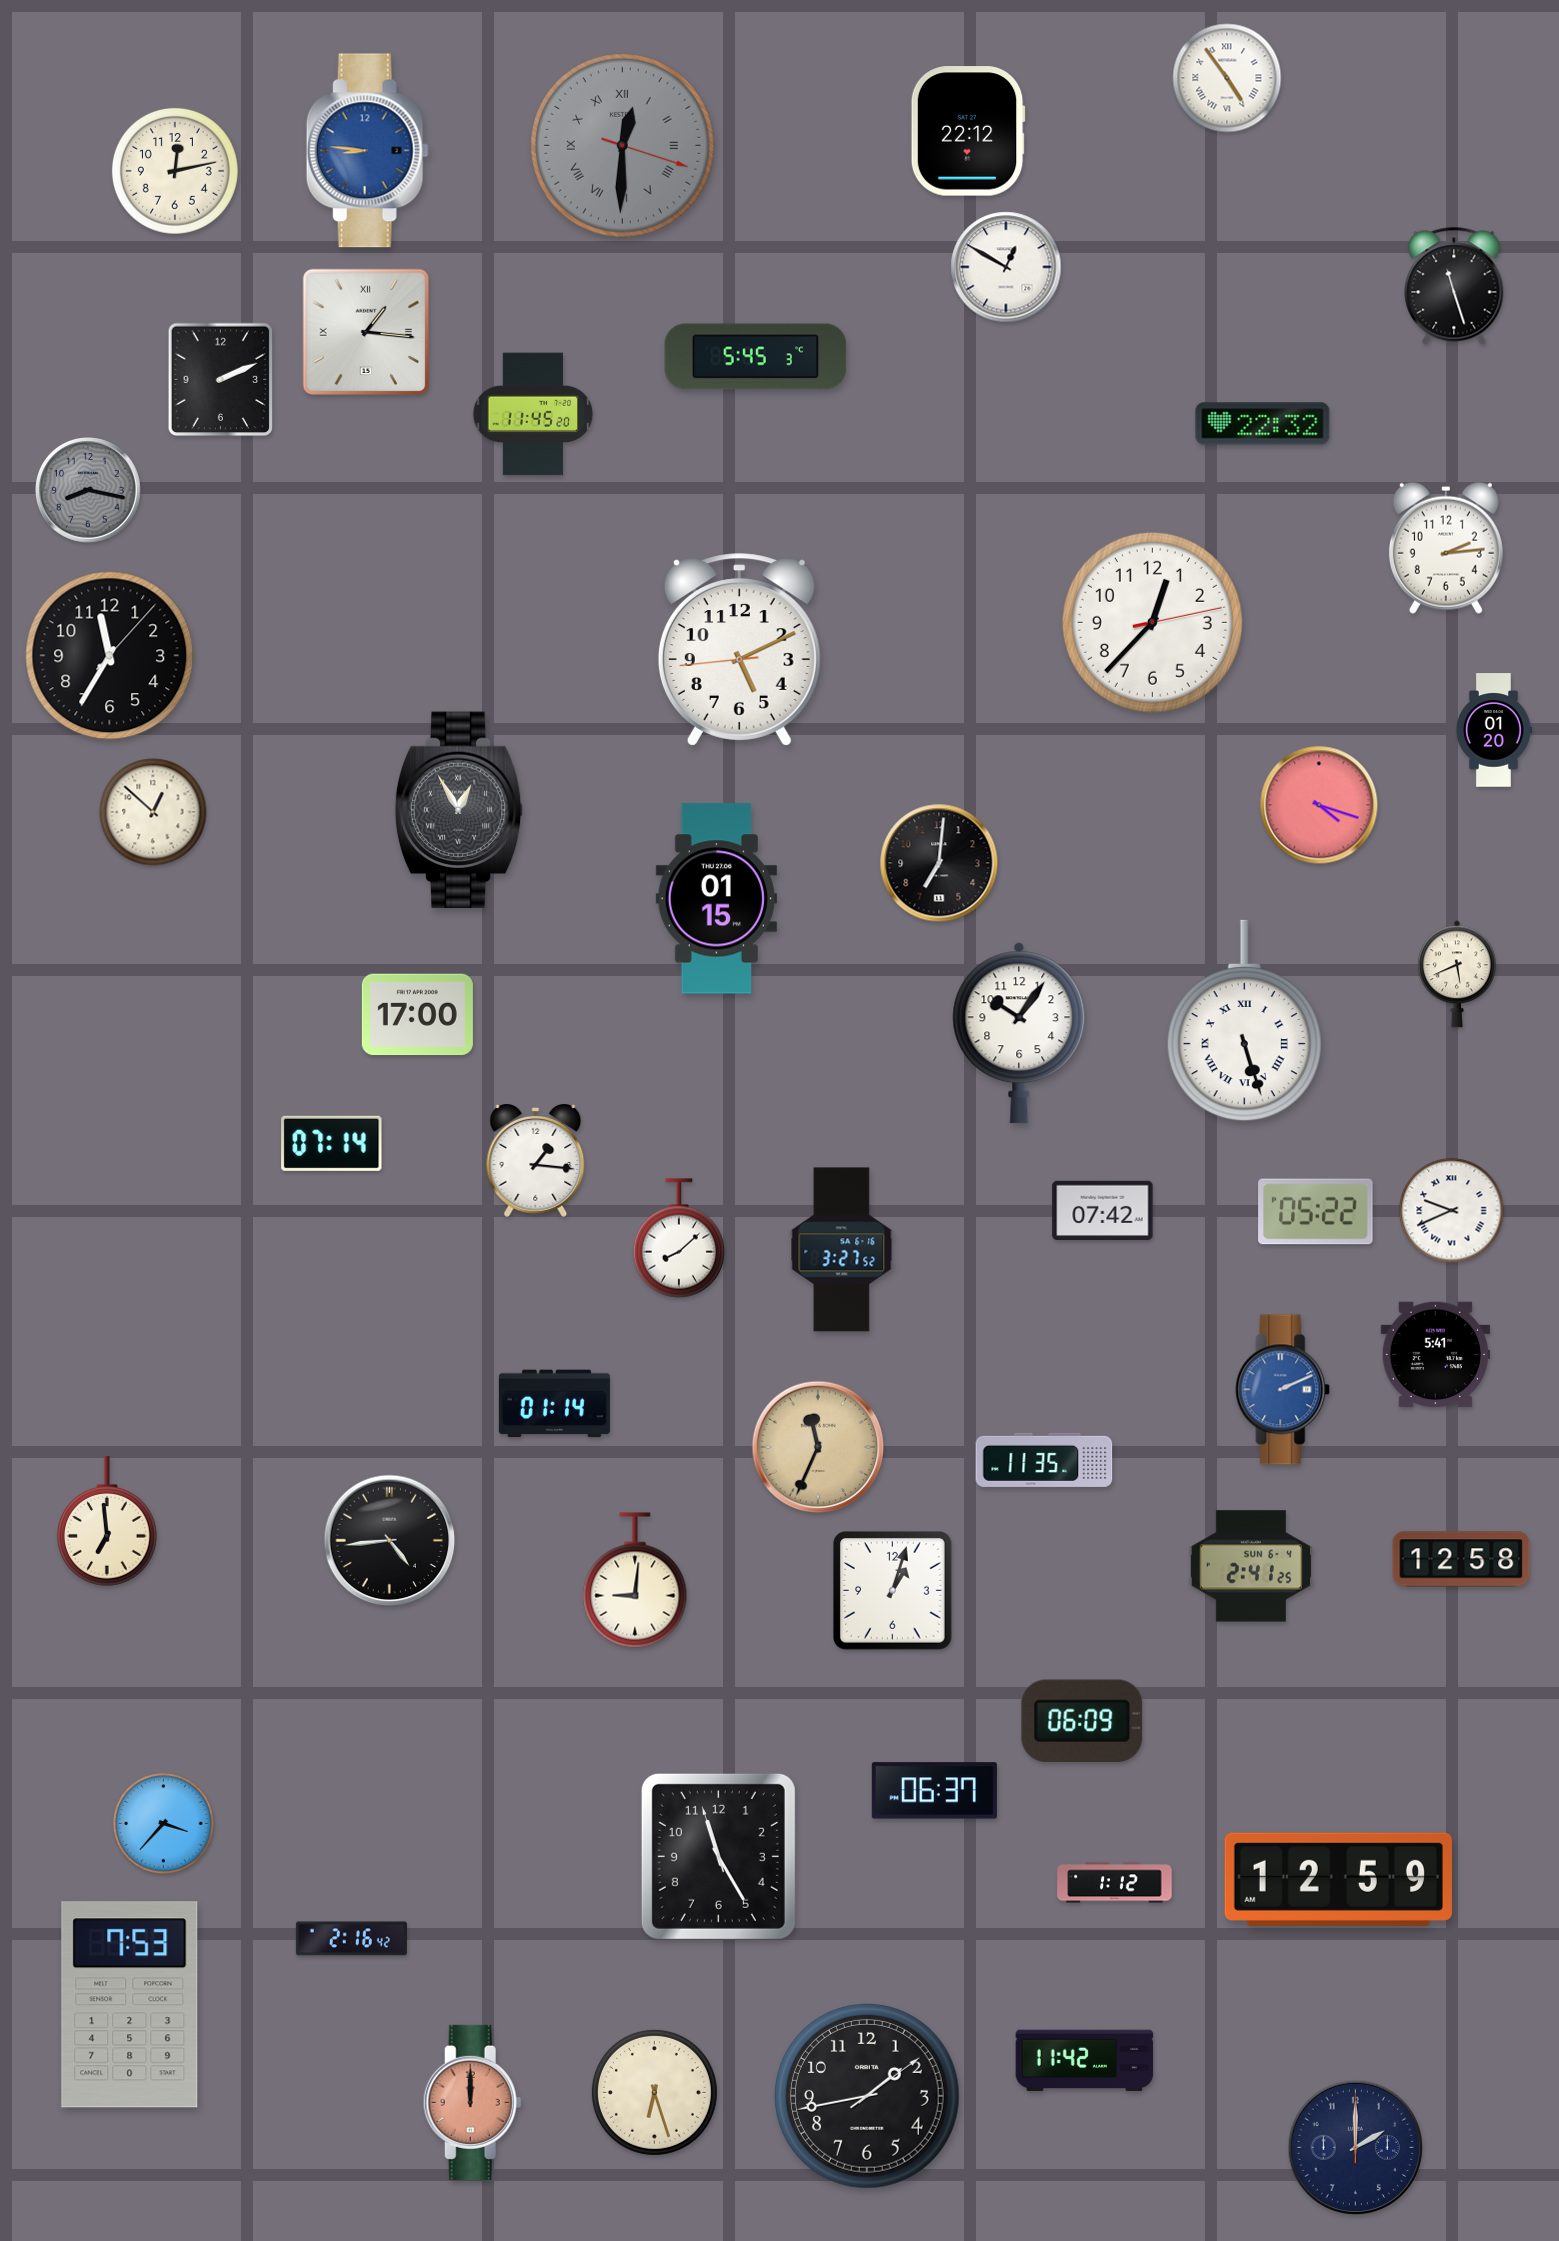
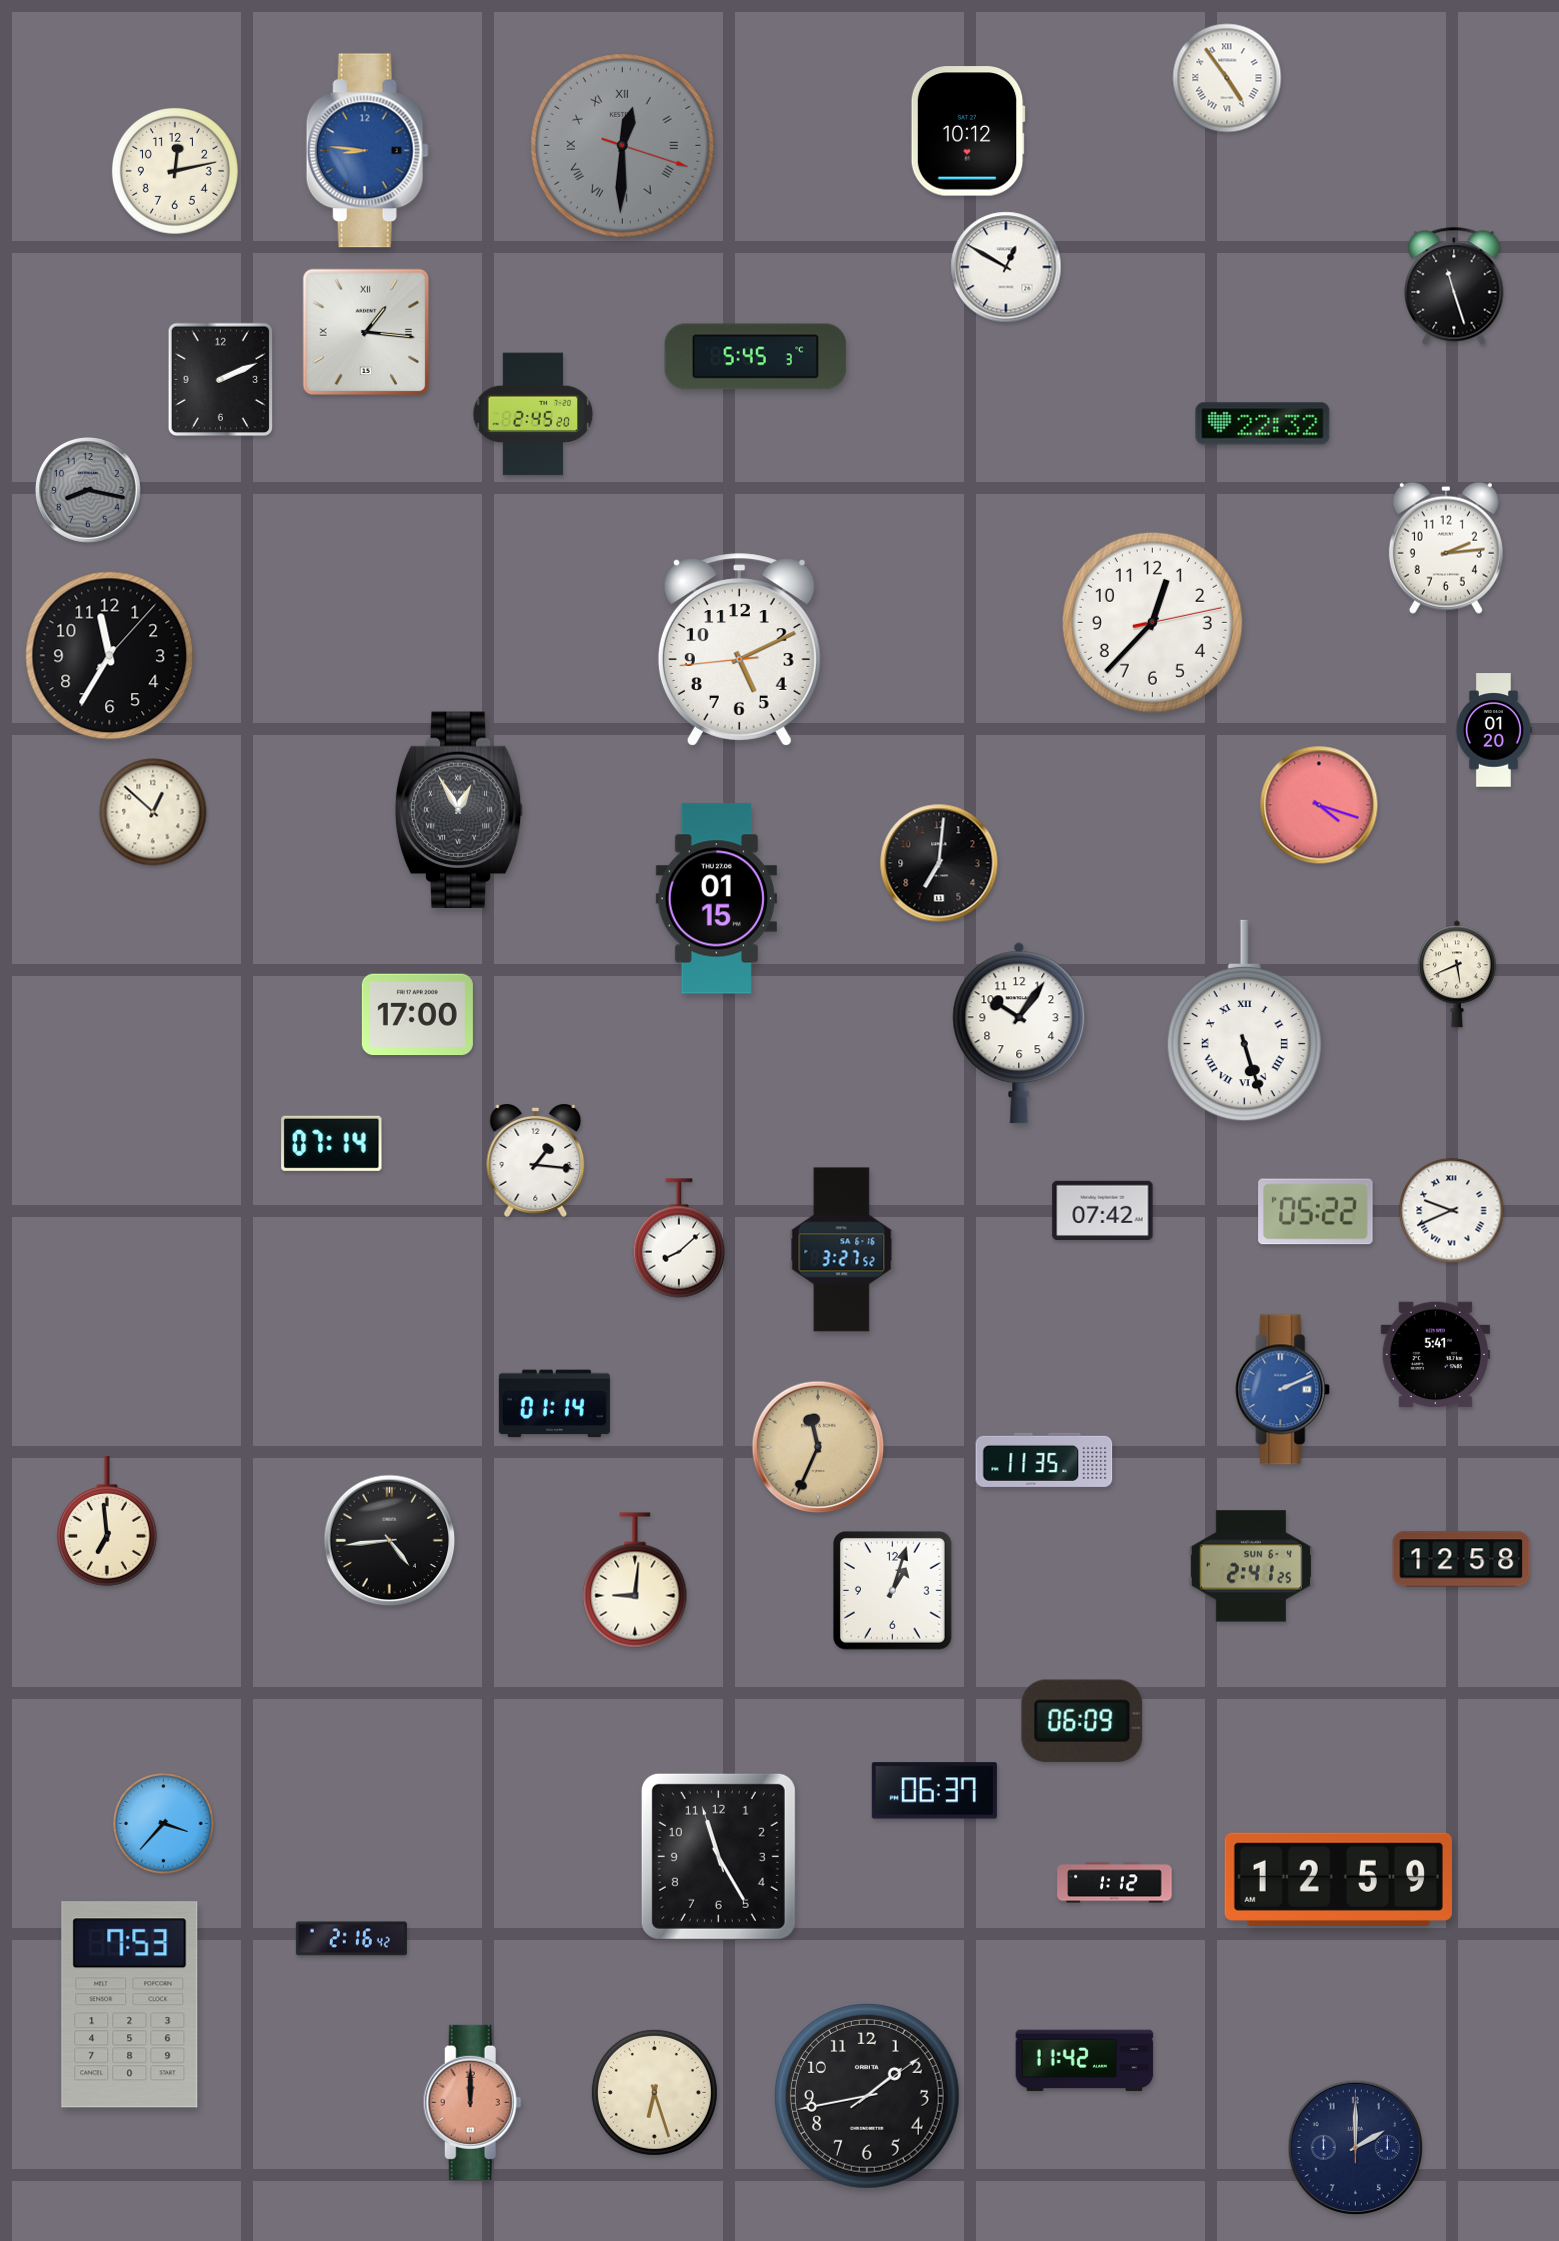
clock at (968, 131): 22:12 -> 10:12
clock at (533, 414): 11:45 -> 2:45
